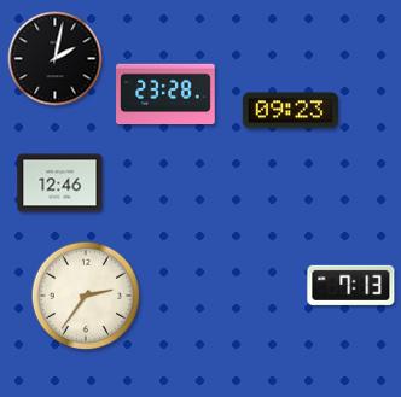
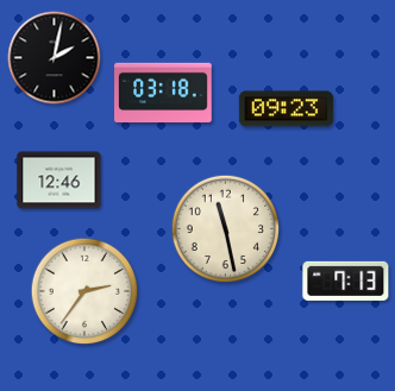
clock at (165, 93): 23:28 -> 03:18
clock at (226, 229): none -> 11:28
